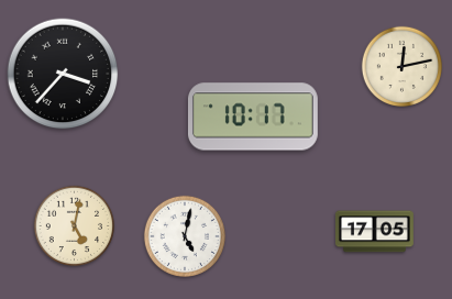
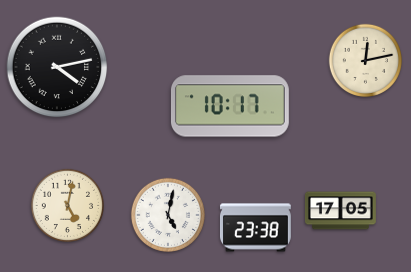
clock at (63, 74): 3:37 -> 4:13
clock at (255, 228): none -> 23:38
